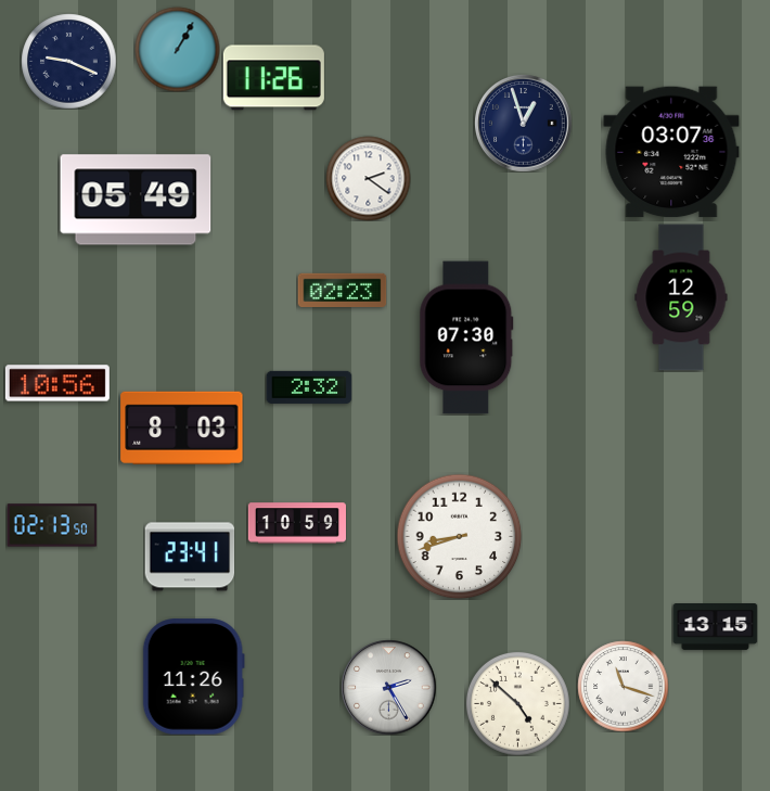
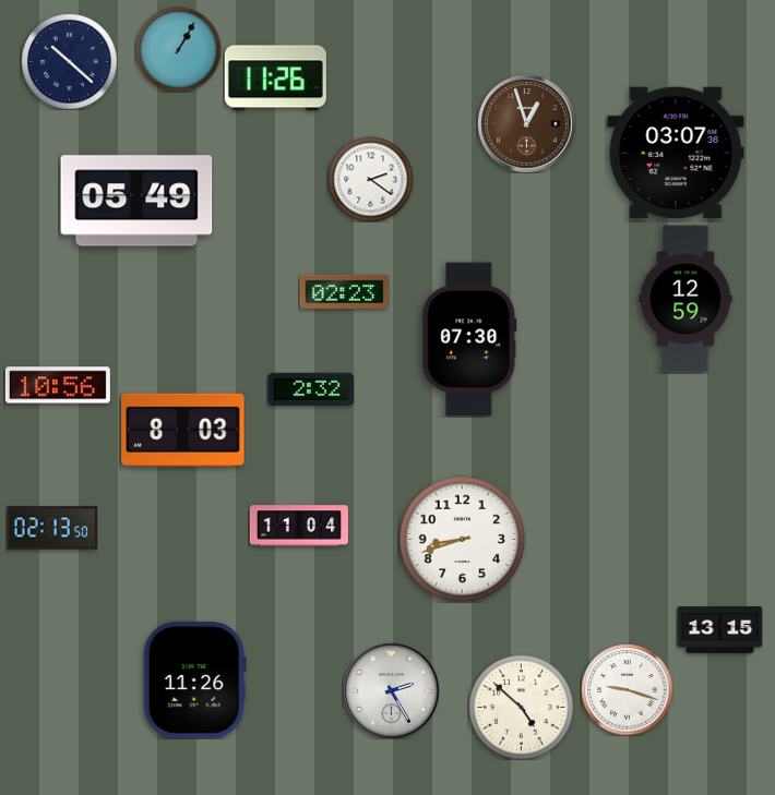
clock at (68, 61): 9:19 -> 10:22
clock at (523, 123) dial: navy -> brown
clock at (297, 523): 10:59 -> 11:04
clock at (190, 557): 23:41 -> none
clock at (623, 686): 11:18 -> 9:18
